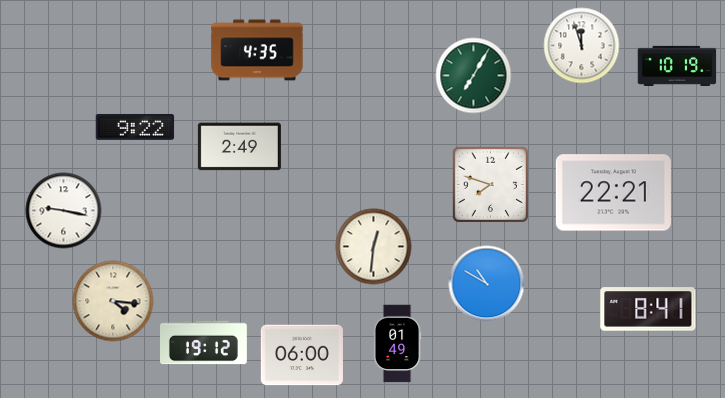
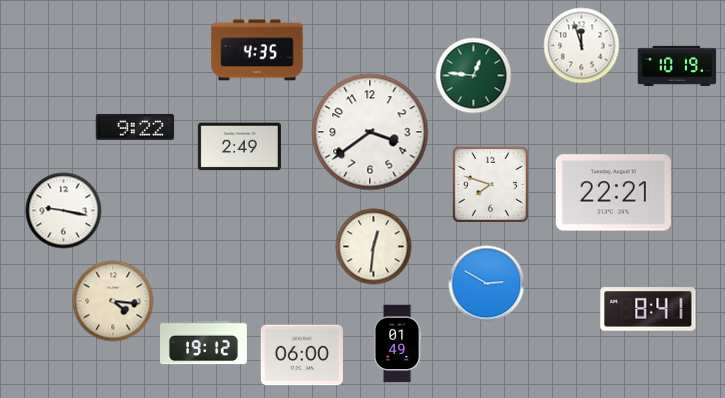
clock at (474, 76): 7:05 -> 12:46
clock at (370, 132): none -> 3:39
clock at (487, 284): 10:50 -> 2:50
